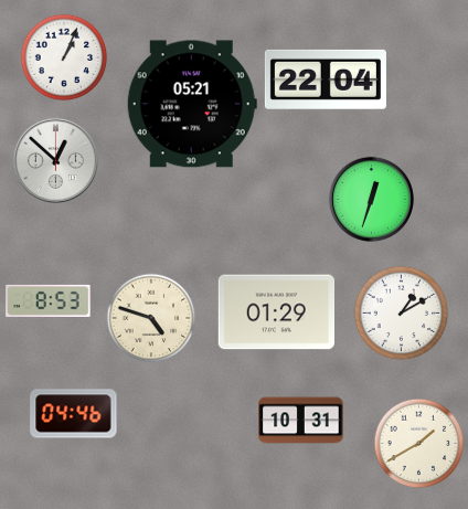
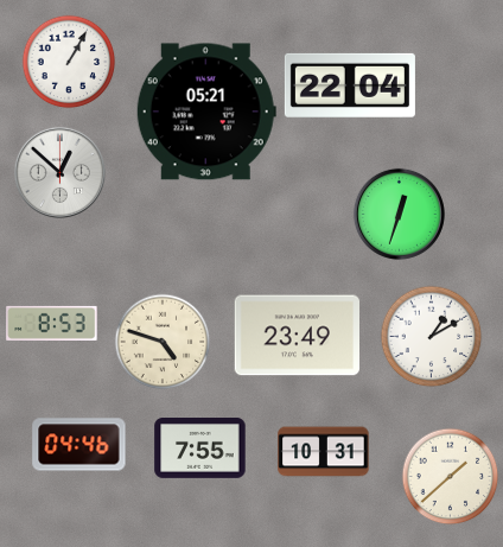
clock at (64, 57): 1:04 -> 1:05
clock at (276, 312): 01:29 -> 23:49
clock at (200, 449): none -> 7:55
clock at (418, 443): 1:40 -> 1:38
